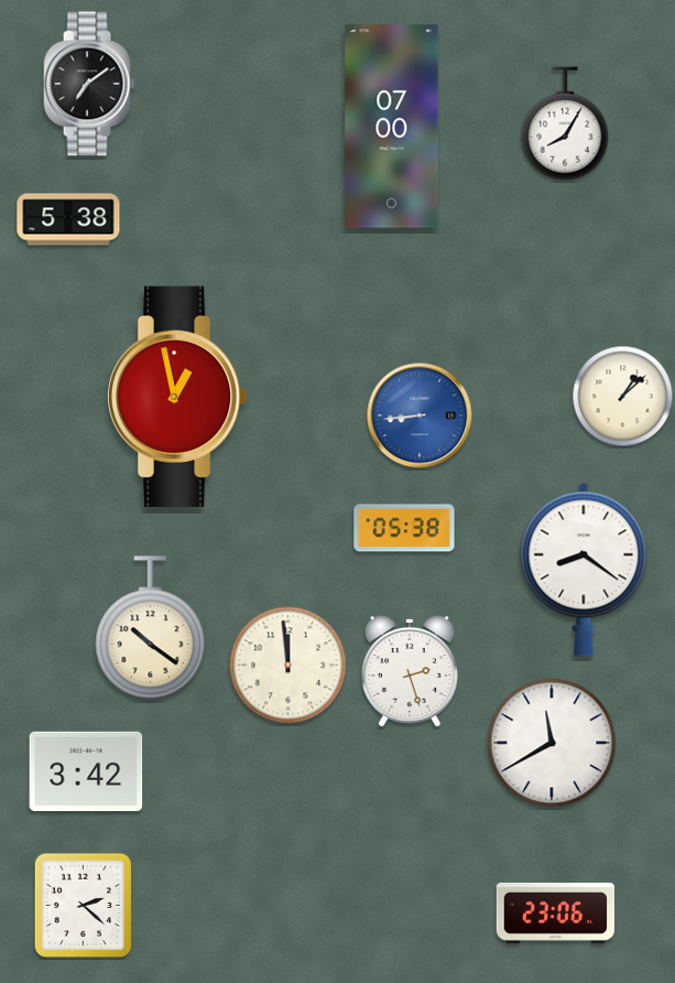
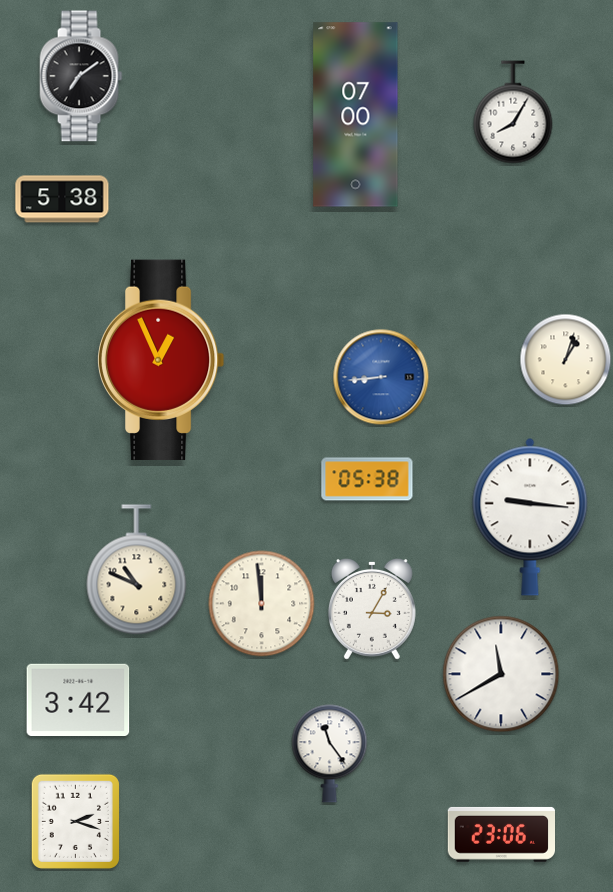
clock at (177, 397): 12:58 -> 12:56
clock at (623, 397): 1:08 -> 1:03
clock at (584, 570): 8:21 -> 9:16
clock at (151, 628): 10:21 -> 10:49
clock at (410, 671): 2:27 -> 3:05
clock at (330, 754): none -> 11:24
clock at (83, 905): 2:22 -> 2:18
clock at (555, 912) position: (555, 912) -> (501, 834)
